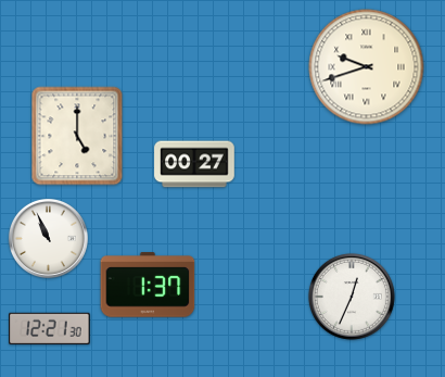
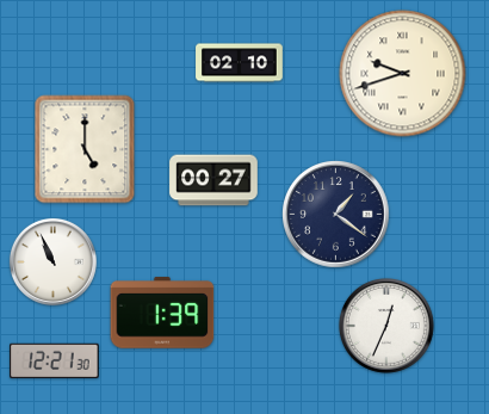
clock at (240, 63): none -> 02:10
clock at (336, 215): none -> 1:21
clock at (148, 285): 1:37 -> 1:39
